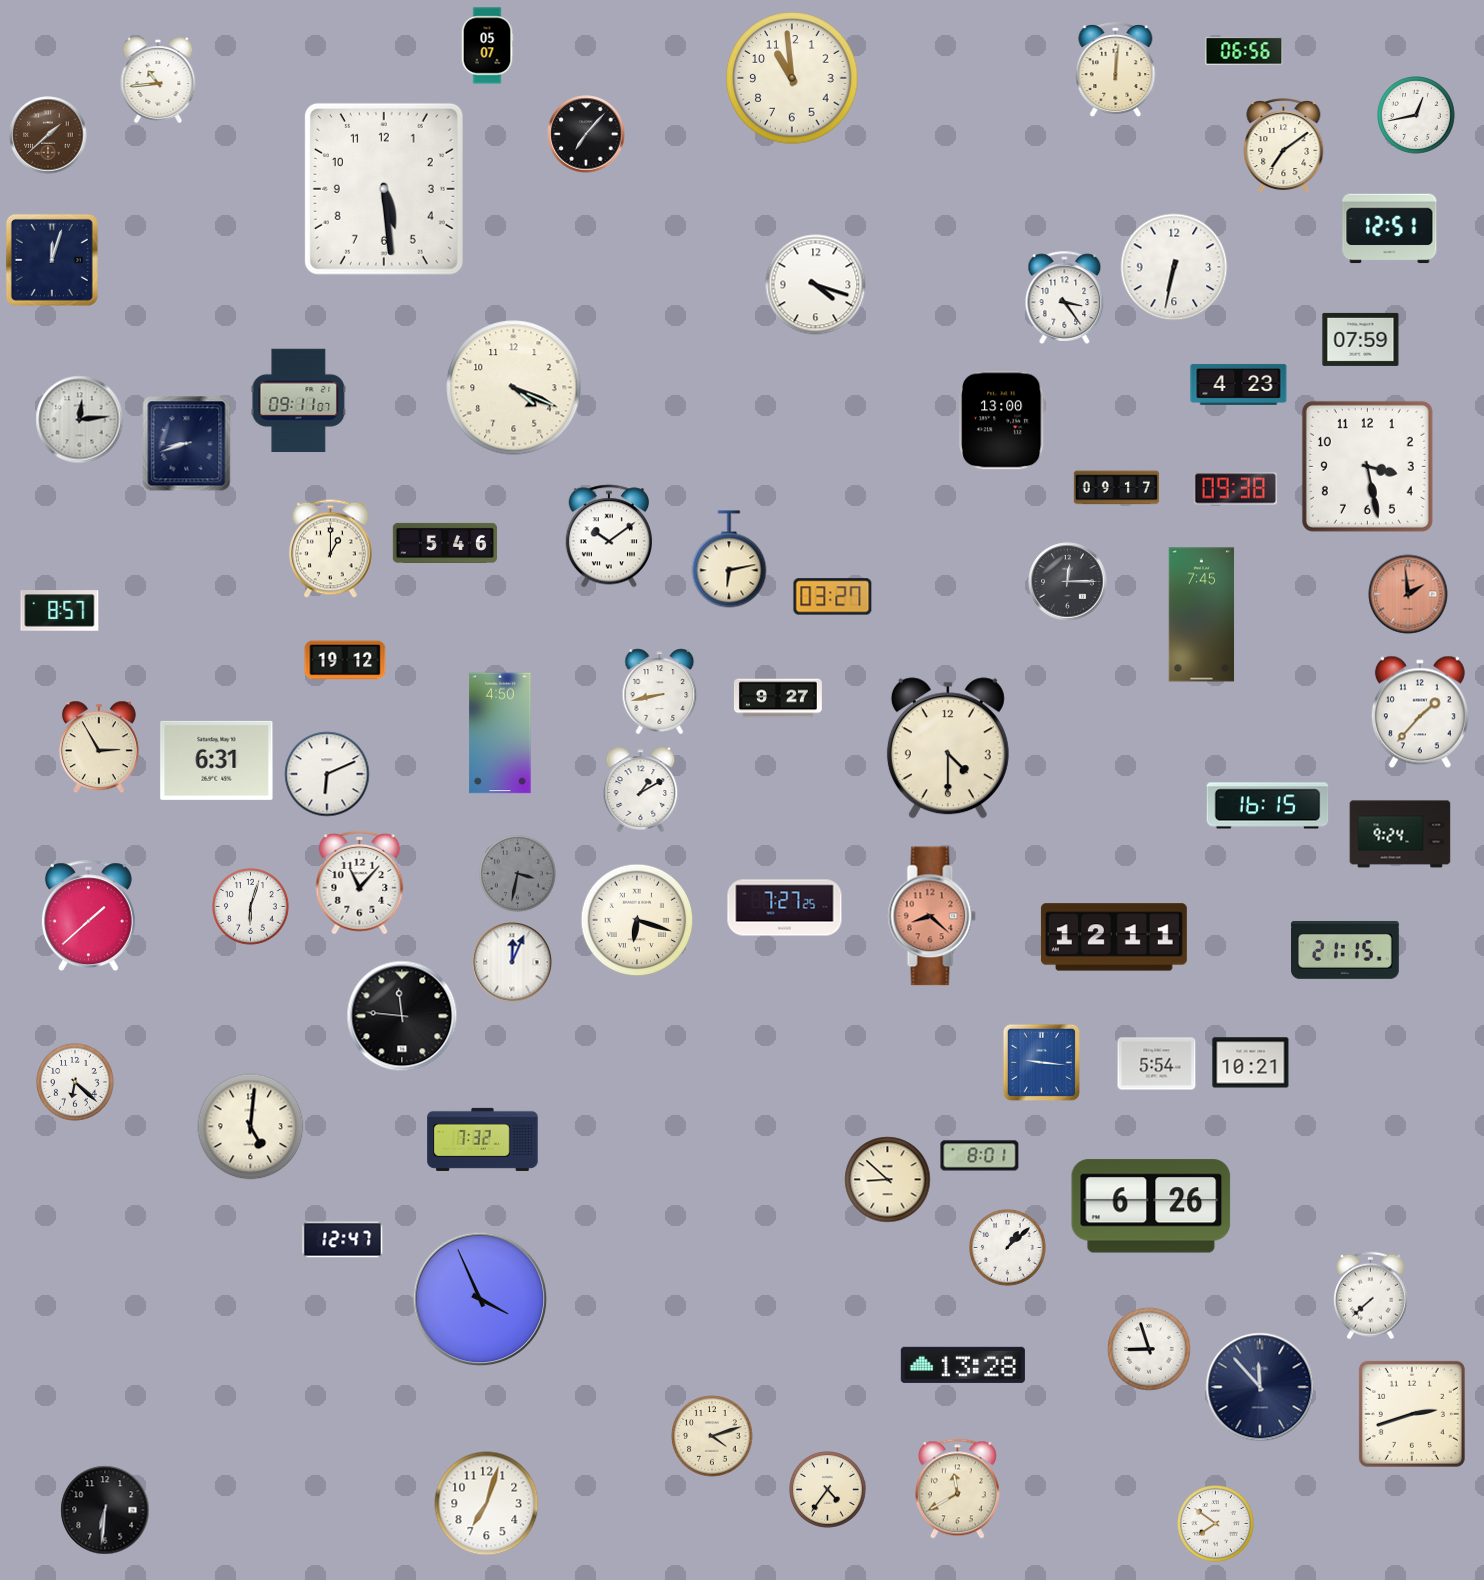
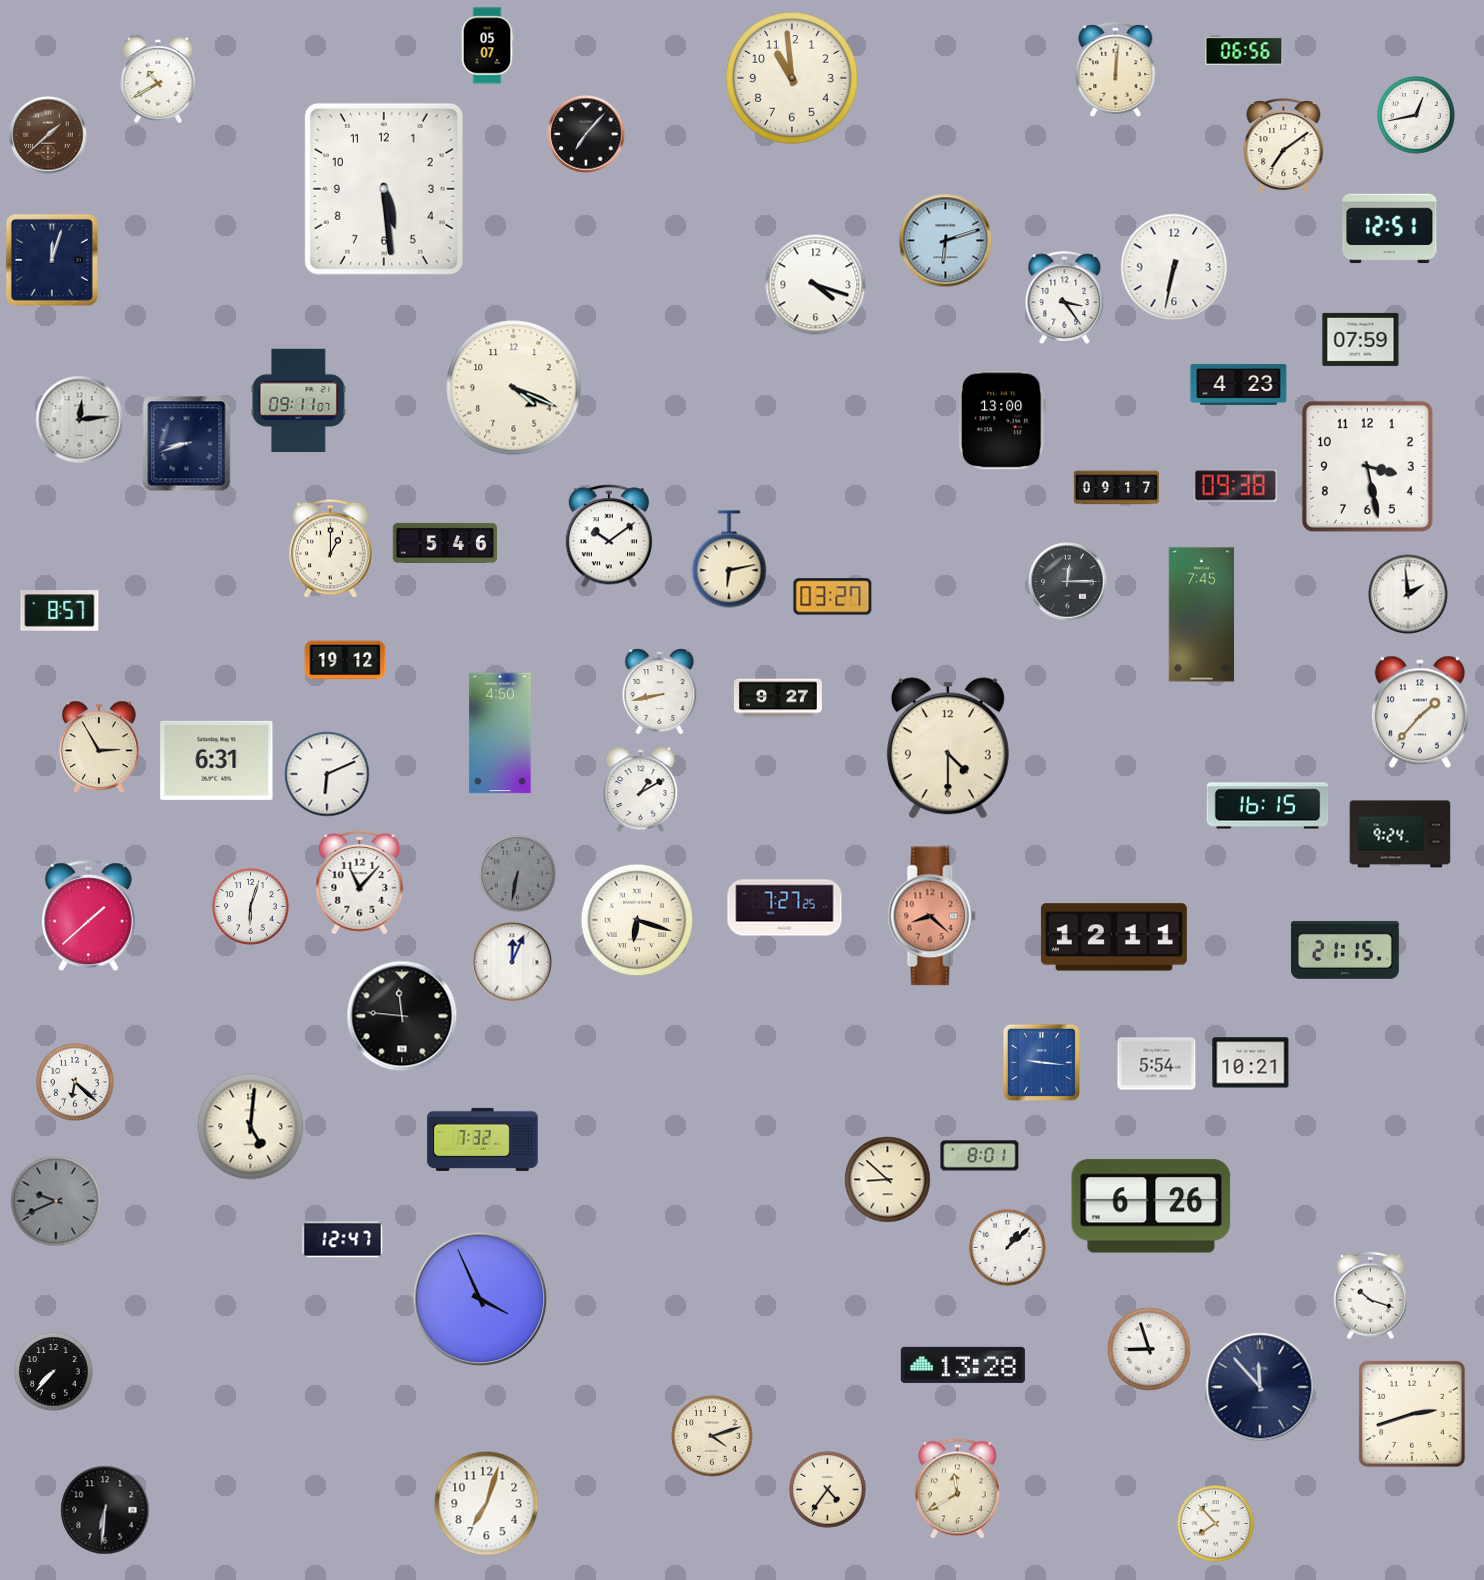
clock at (158, 80): 10:44 -> 10:40
clock at (946, 241): none -> 6:12
clock at (1236, 489) position: (1236, 489) -> (1236, 486)
clock at (1408, 594) dial: salmon -> white
clock at (518, 874): 3:32 -> 6:32
clock at (56, 1201): none -> 9:41
clock at (1370, 1296): 7:38 -> 10:18
clock at (54, 1372): none -> 7:37
clock at (1216, 1524): 7:51 -> 7:53
